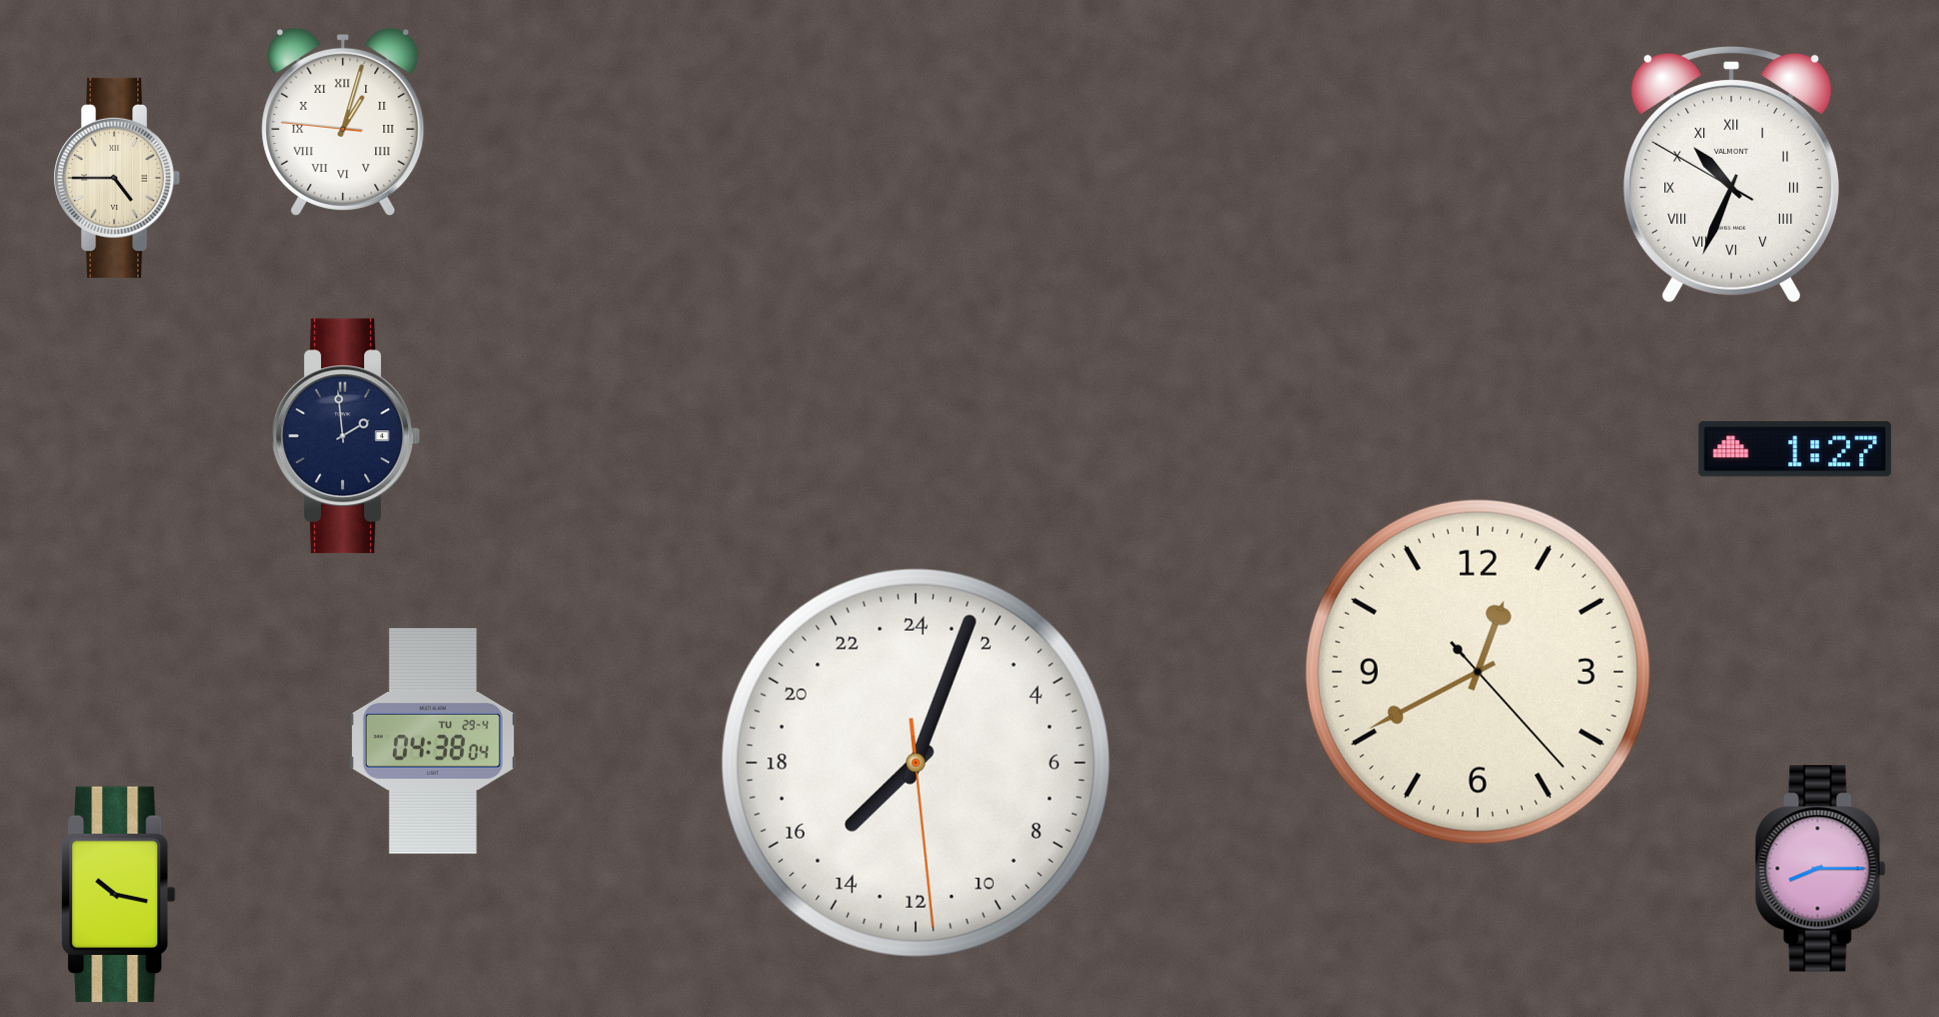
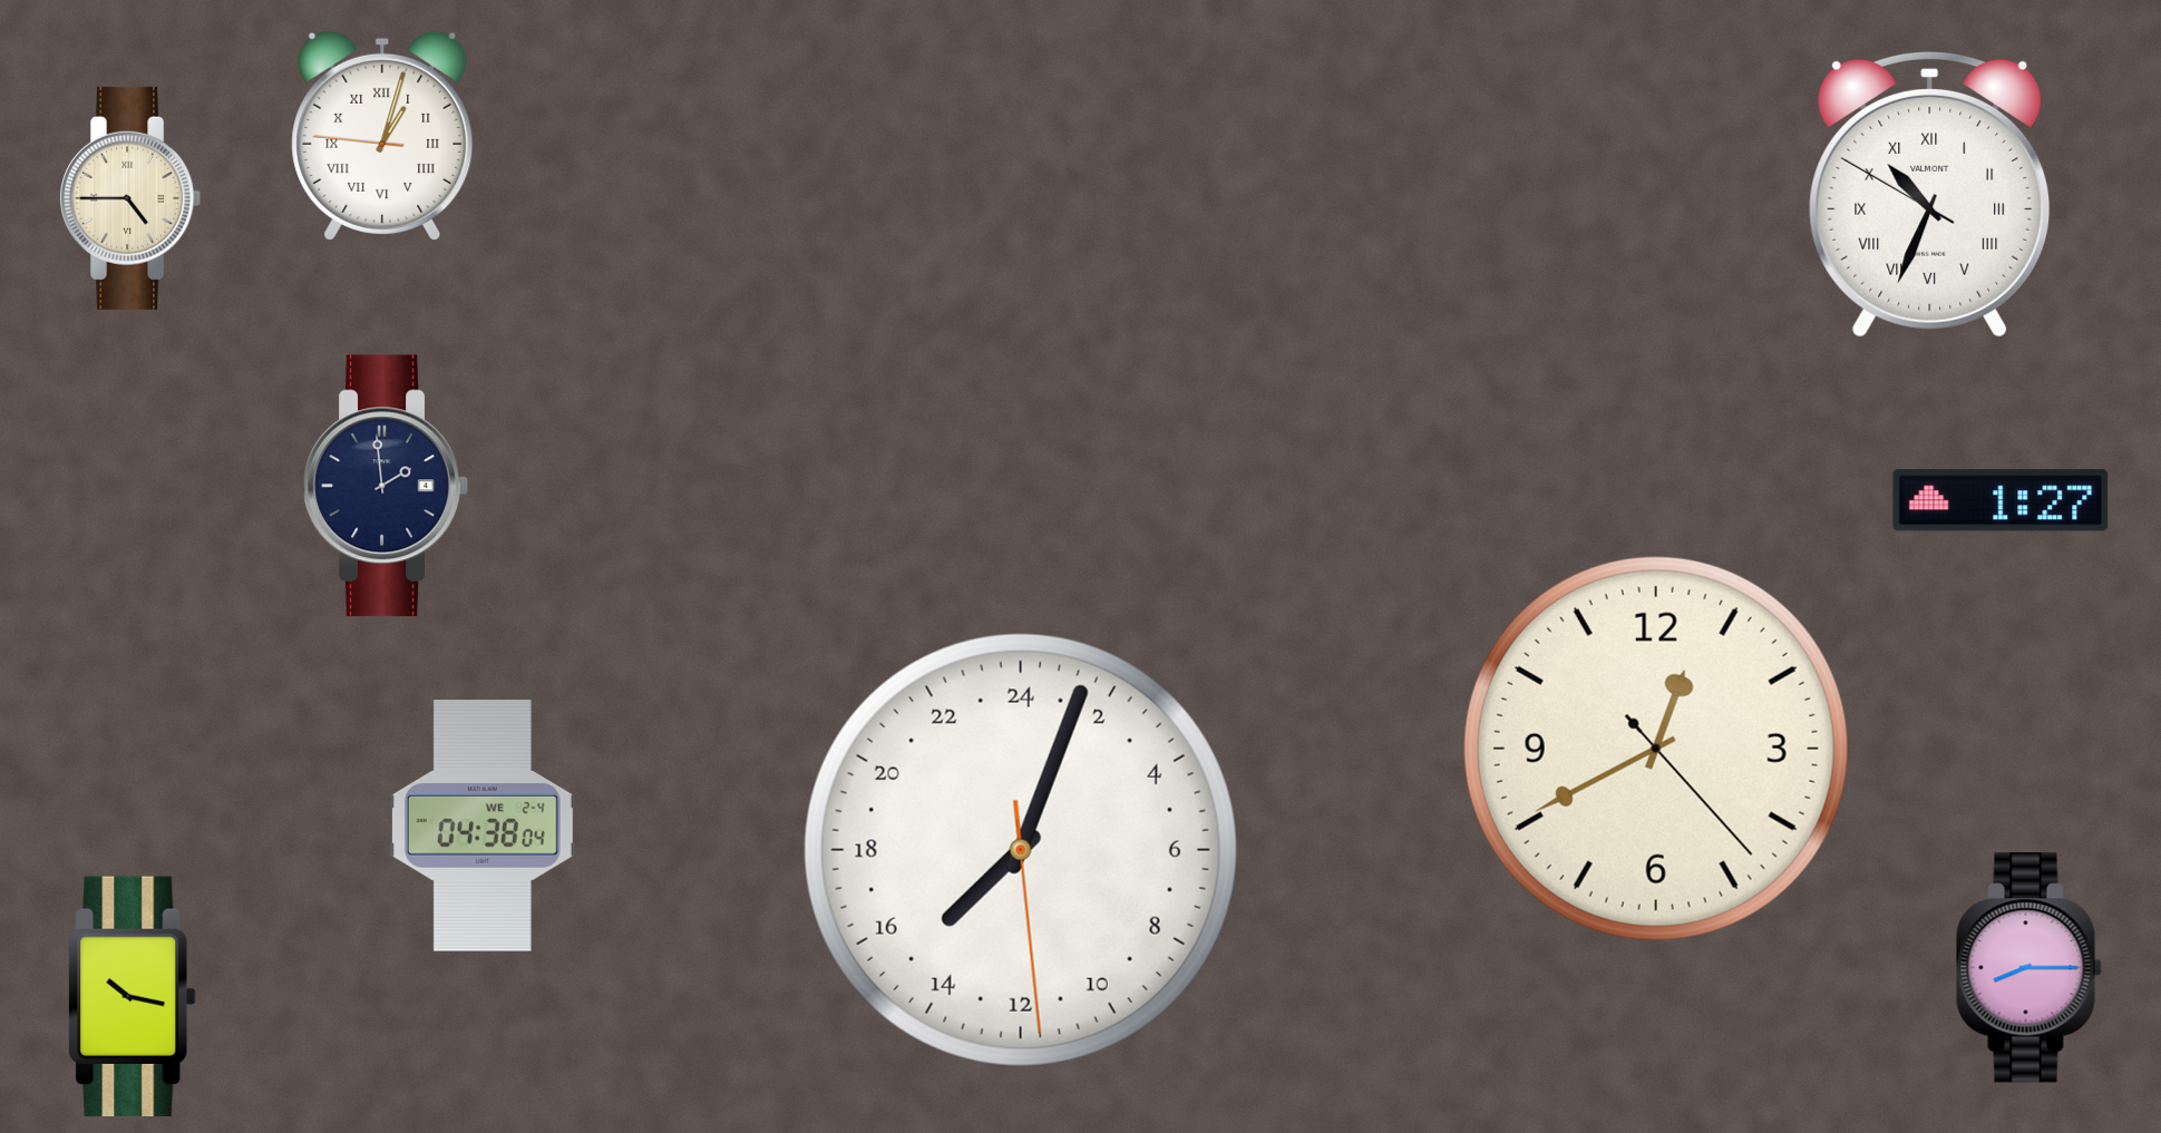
clock at (1478, 672) position: (1478, 672) -> (1656, 749)
clock at (433, 741) date: TU 29-4 -> WE 2-4
